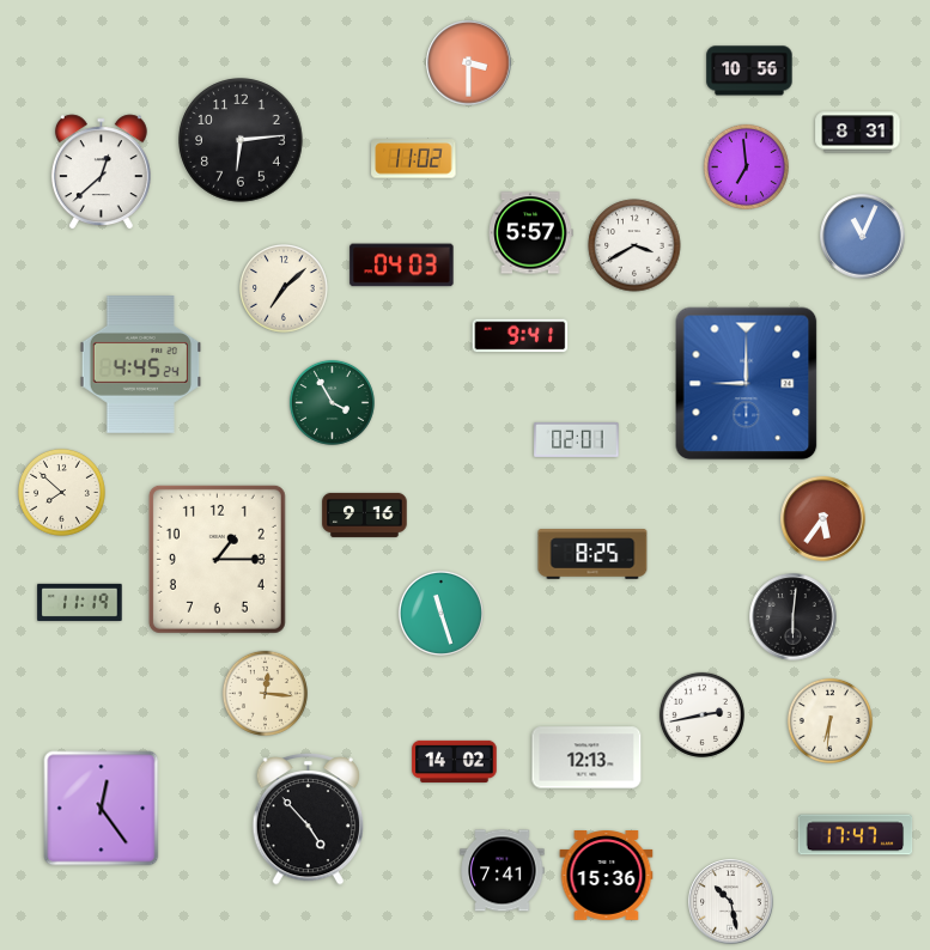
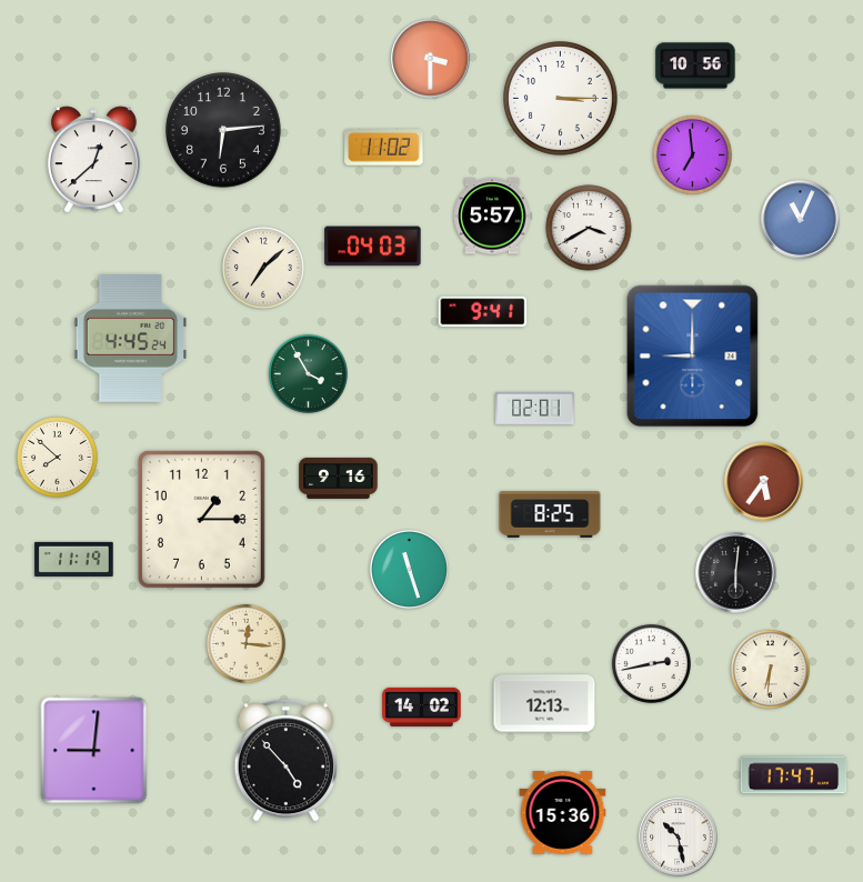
clock at (469, 63) position: (469, 63) -> (431, 59)
clock at (561, 99): none -> 3:15
clock at (858, 133): 8:31 -> none
clock at (102, 809): 12:24 -> 9:01
clock at (503, 871): 7:41 -> none
